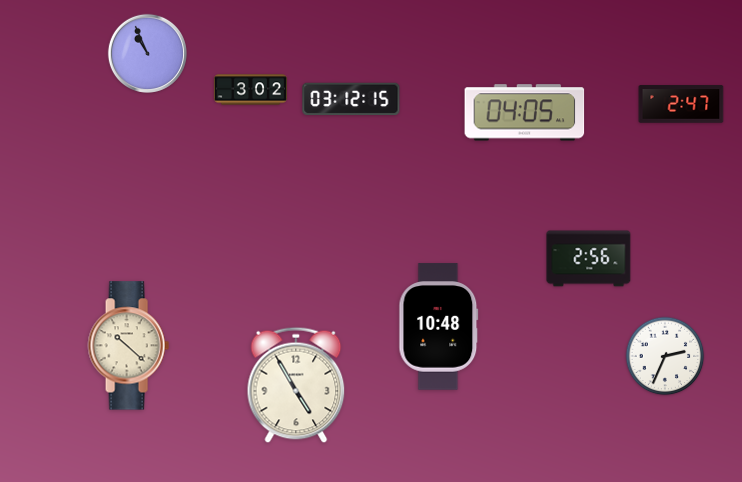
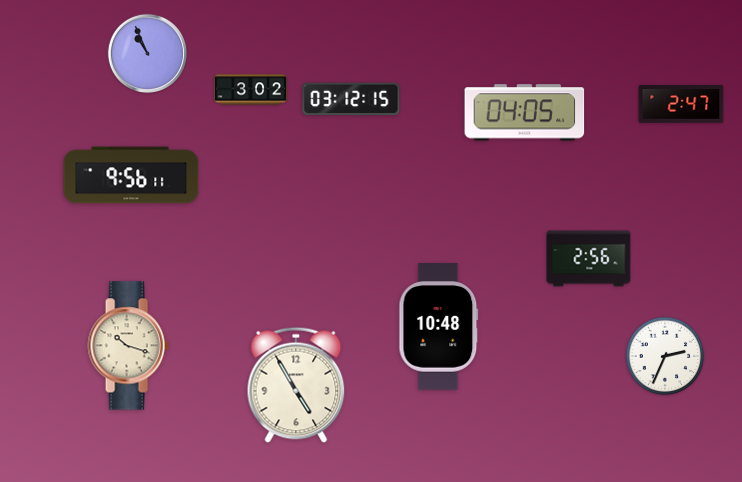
clock at (131, 175): none -> 9:56
clock at (128, 346): 10:22 -> 10:18
